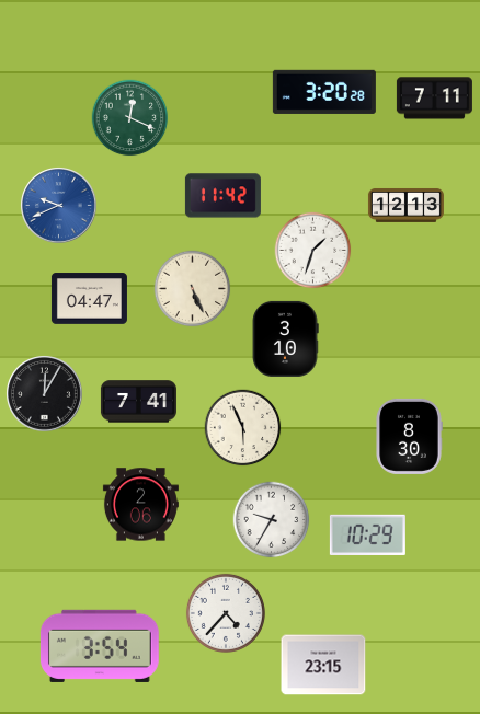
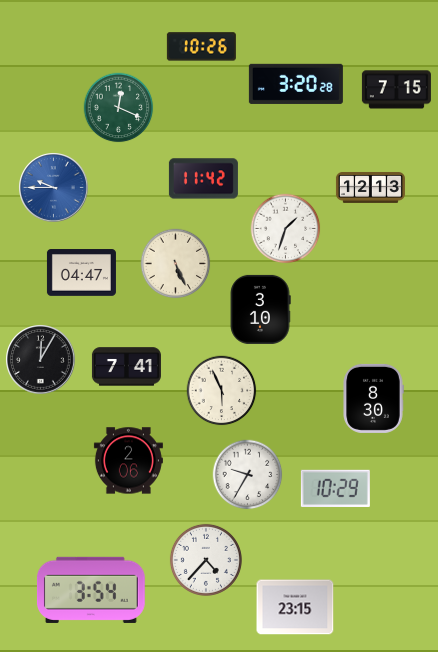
clock at (201, 47): none -> 10:26
clock at (434, 99): 7:11 -> 7:15
clock at (59, 206): 9:41 -> 9:45
